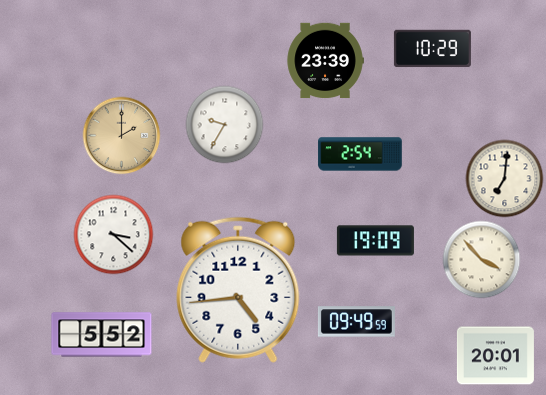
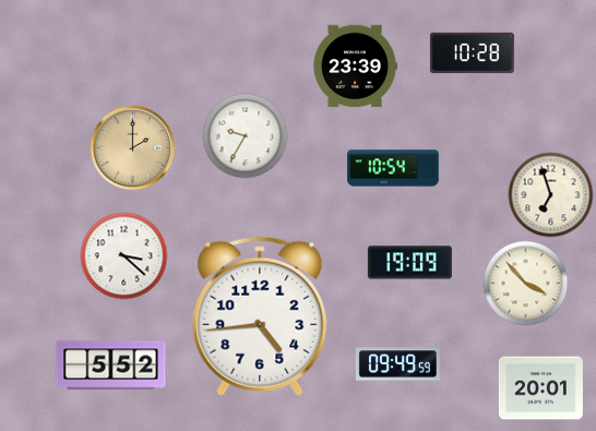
clock at (432, 49): 10:29 -> 10:28
clock at (360, 154): 2:54 -> 10:54
clock at (504, 178): 7:01 -> 6:57
clock at (356, 322) position: (356, 322) -> (397, 364)
